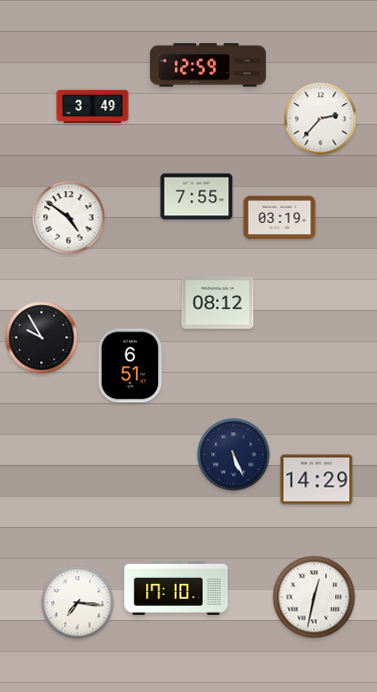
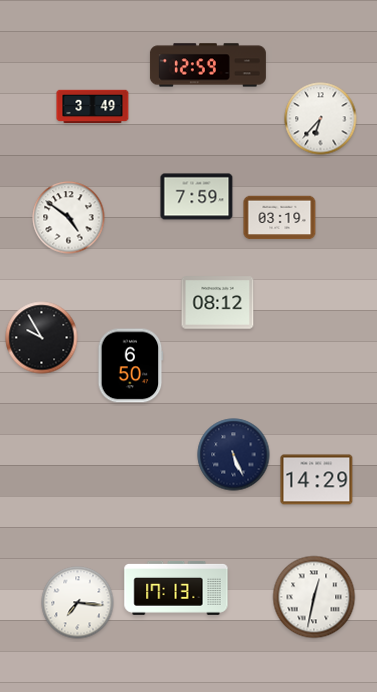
clock at (321, 119): 2:37 -> 6:37
clock at (197, 197): 7:55 -> 7:59
clock at (131, 366): 6:51 -> 6:50
clock at (176, 589): 17:10 -> 17:13
